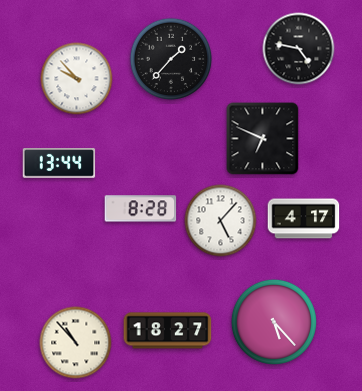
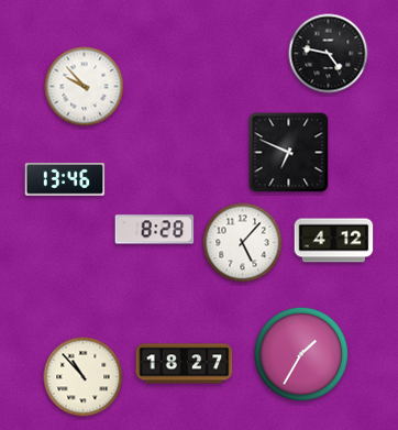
clock at (171, 59): 1:37 -> none
clock at (59, 163): 13:44 -> 13:46
clock at (304, 219): 4:17 -> 4:12
clock at (274, 322): 5:23 -> 1:35
